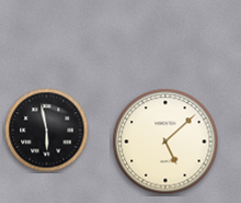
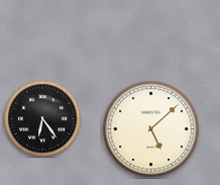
clock at (47, 131): 5:58 -> 6:24
